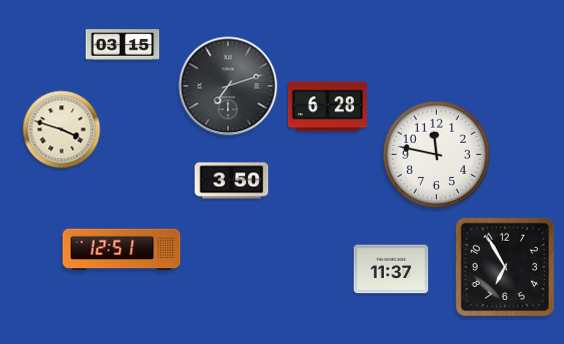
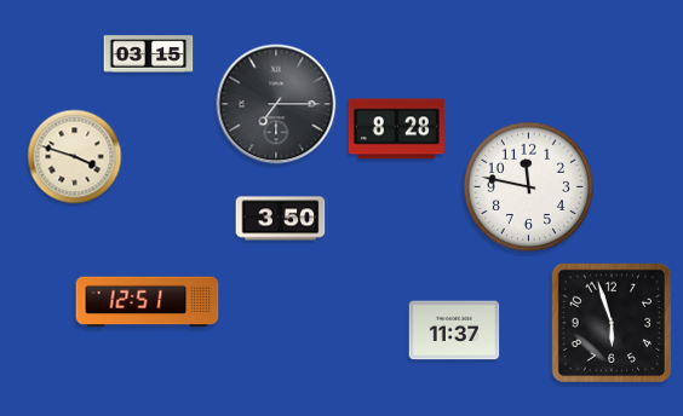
clock at (228, 86): 7:12 -> 7:15
clock at (327, 107): 6:28 -> 8:28
clock at (504, 266): 6:55 -> 5:57
clock at (391, 269) position: (391, 269) -> (454, 330)
